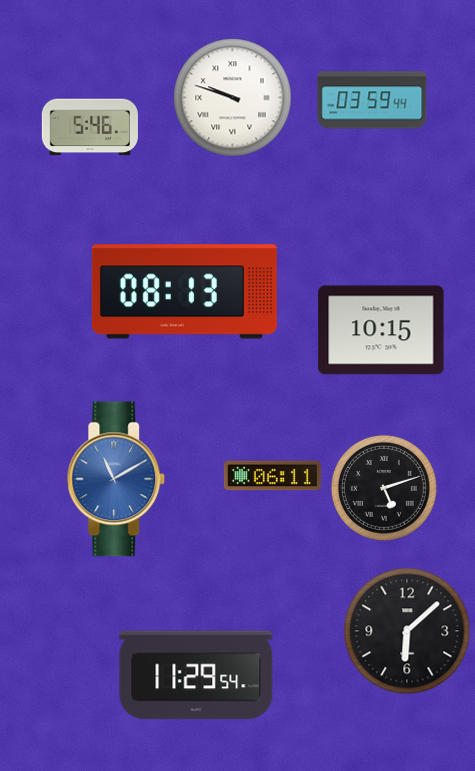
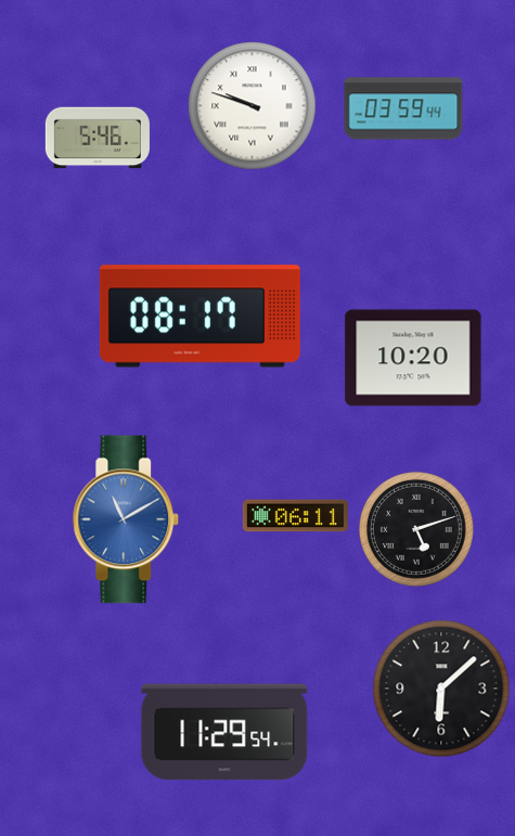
clock at (184, 292): 08:13 -> 08:17
clock at (381, 330): 10:15 -> 10:20
clock at (407, 631) position: (407, 631) -> (441, 689)
clock at (196, 675) position: (196, 675) -> (224, 732)
